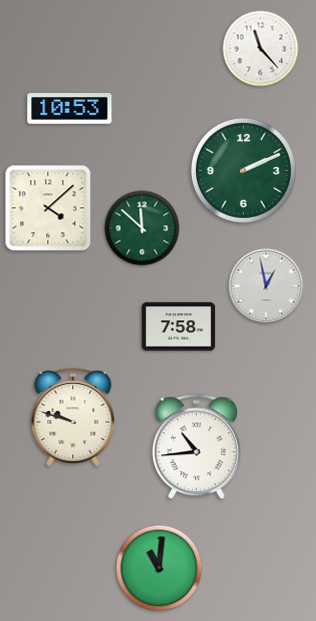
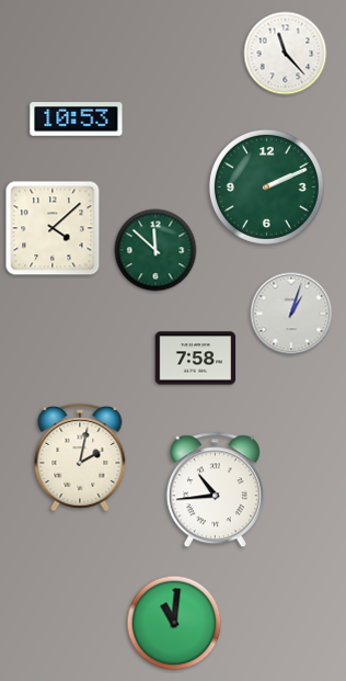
clock at (266, 286): 12:58 -> 1:03
clock at (73, 418): 9:48 -> 2:02
